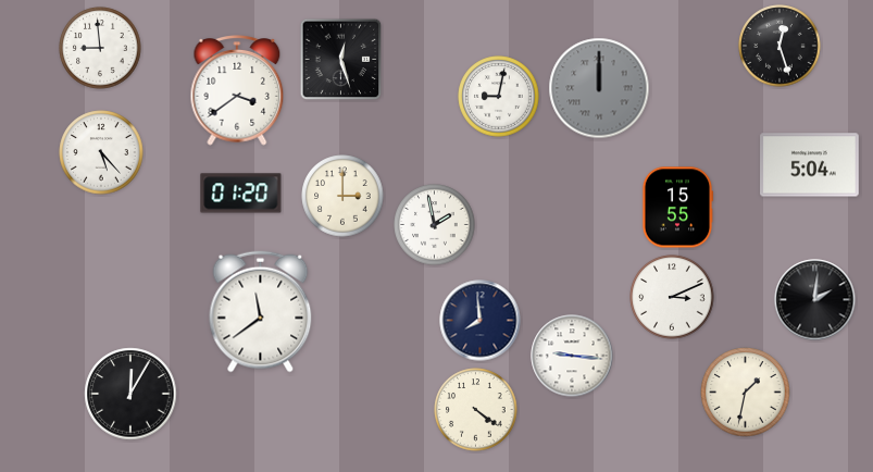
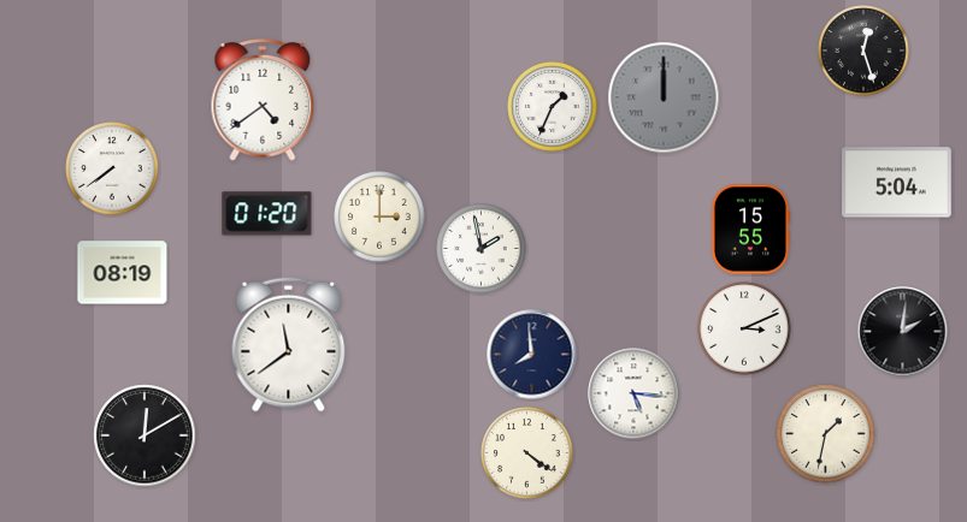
clock at (100, 48): 8:59 -> none
clock at (341, 60): 12:27 -> none
clock at (237, 91): 3:39 -> 4:39
clock at (499, 97): 9:02 -> 1:34
clock at (101, 152): 5:23 -> 7:39
clock at (123, 273): none -> 08:19
clock at (572, 356): 9:16 -> 5:16
clock at (130, 394): 12:05 -> 12:10
